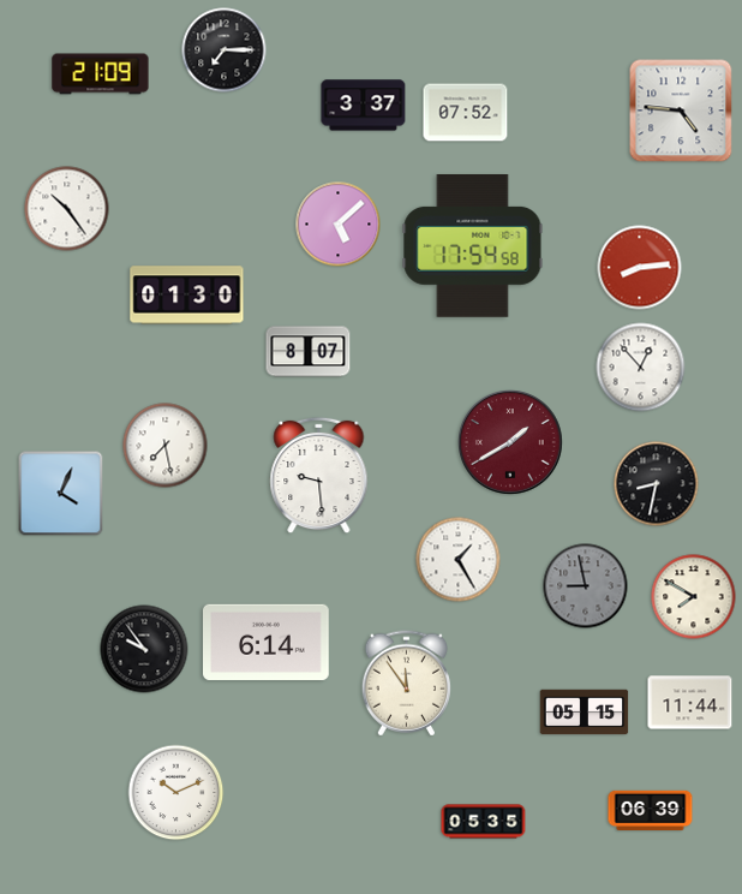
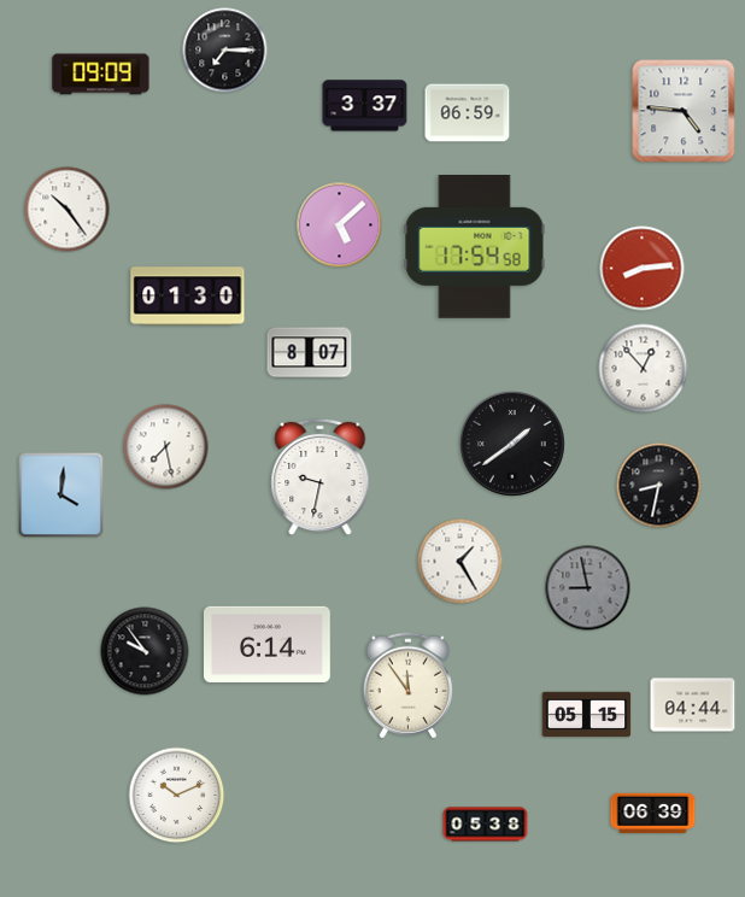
clock at (101, 74): 21:09 -> 09:09
clock at (466, 113): 07:52 -> 06:59
clock at (511, 443): 1:40 -> 1:39
clock at (511, 443) dial: burgundy -> black
clock at (319, 476): 9:29 -> 9:32
clock at (61, 494): 4:04 -> 4:01
clock at (694, 597): 7:50 -> none
clock at (690, 703): 11:44 -> 04:44
clock at (484, 822): 05:35 -> 05:38
